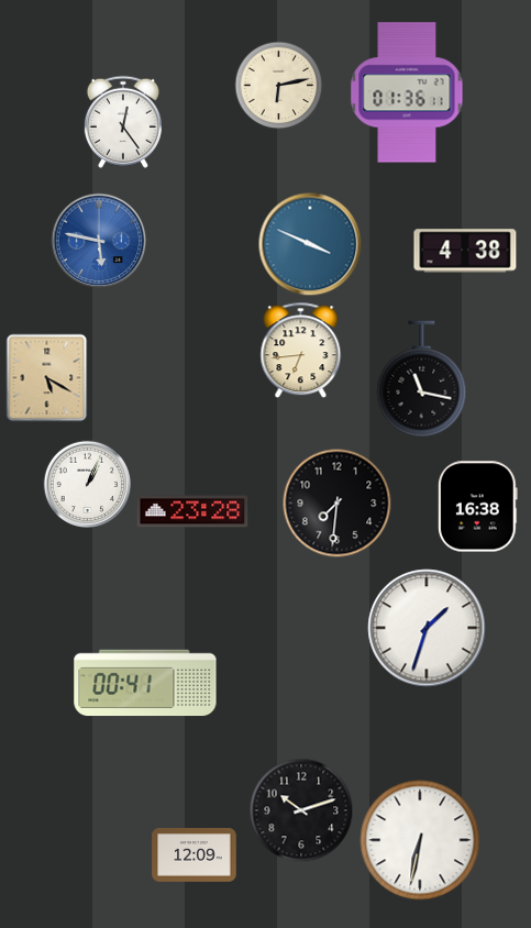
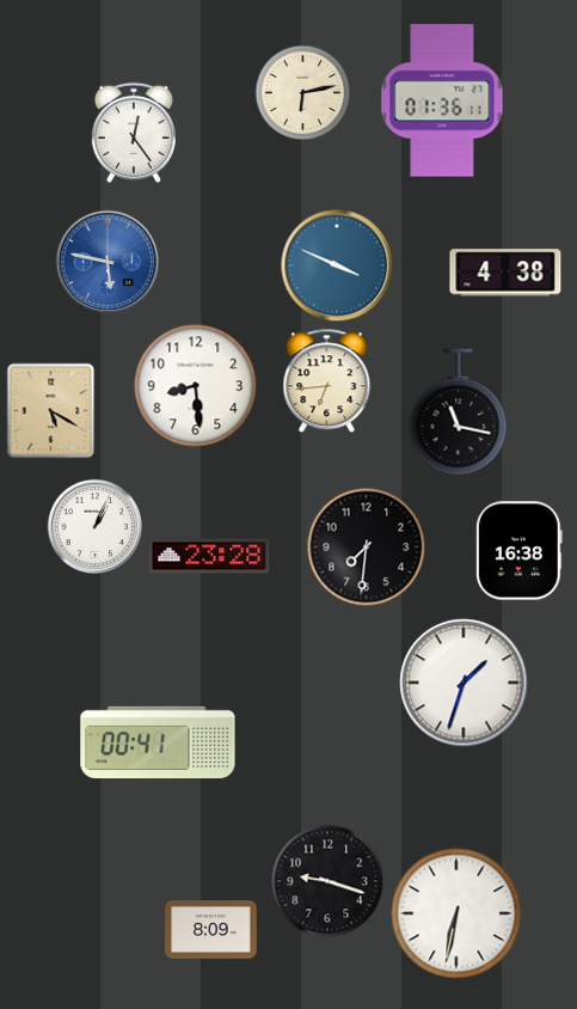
clock at (196, 386): none -> 8:29
clock at (301, 810): 10:12 -> 9:18
clock at (195, 855): 12:09 -> 8:09
